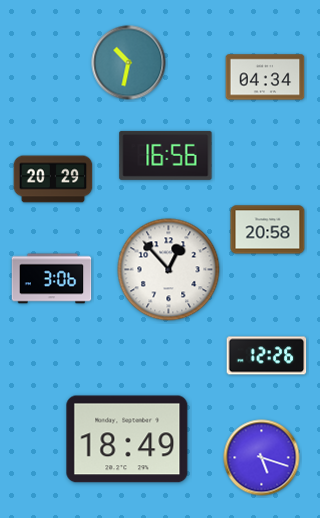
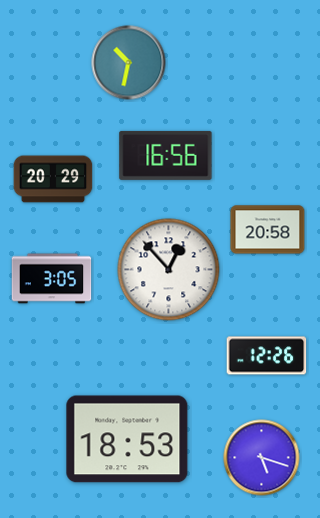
clock at (265, 77): 04:34 -> none
clock at (52, 279): 3:06 -> 3:05
clock at (127, 439): 18:49 -> 18:53
